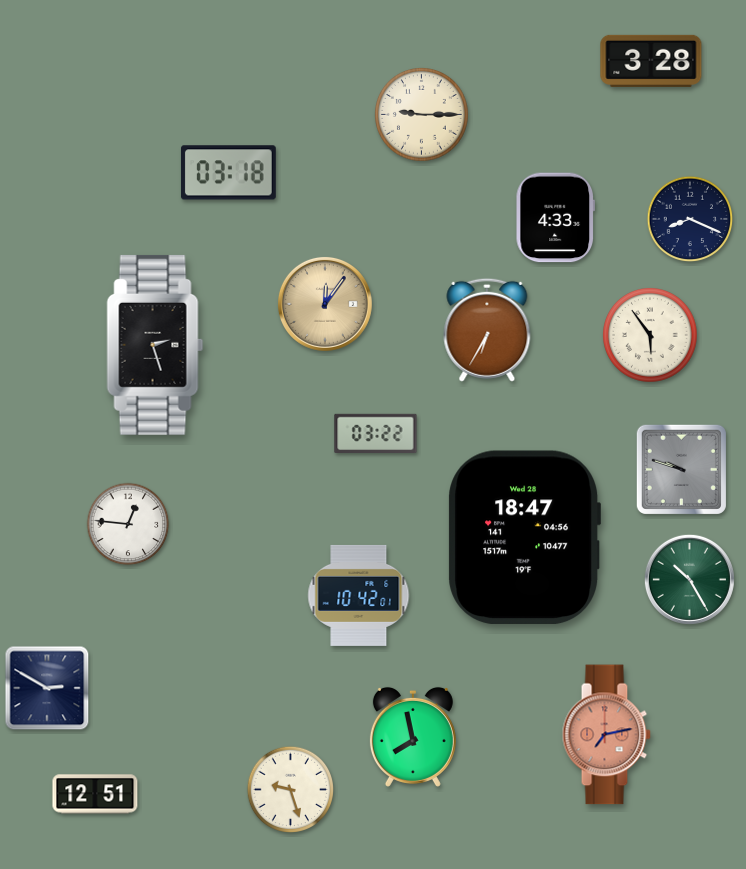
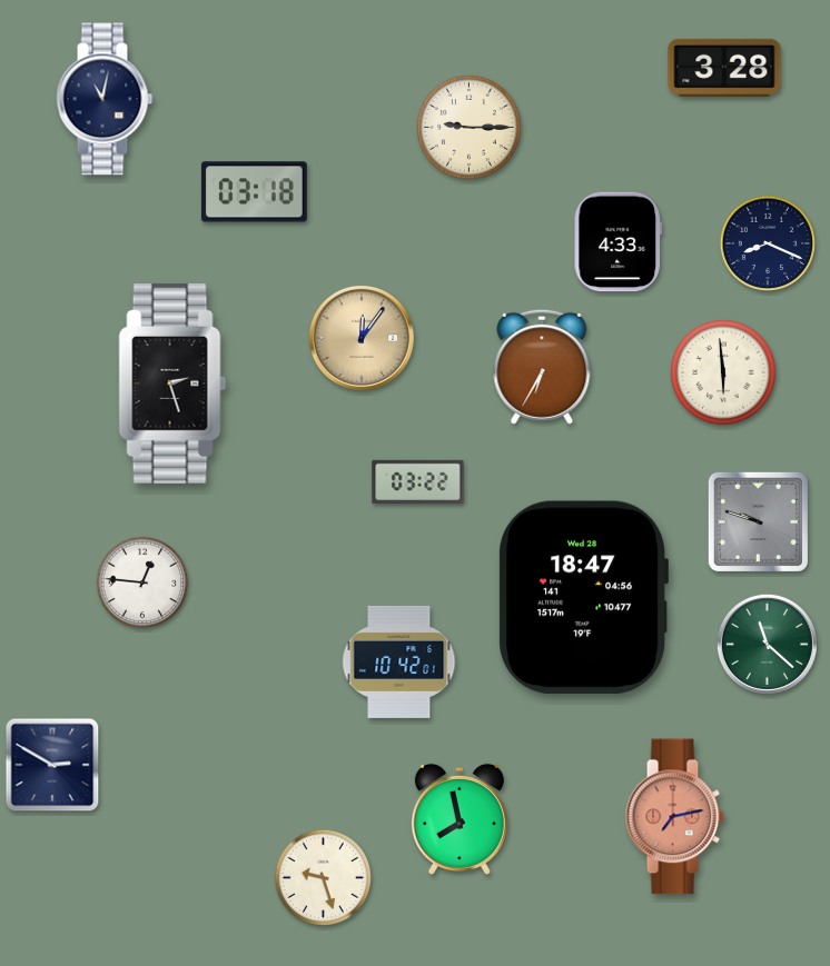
clock at (105, 99): none -> 11:02
clock at (651, 336): 5:54 -> 5:59
clock at (689, 579): 10:25 -> 11:22
clock at (95, 794): 12:51 -> none
